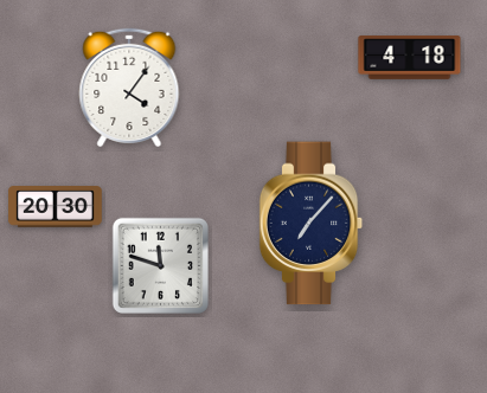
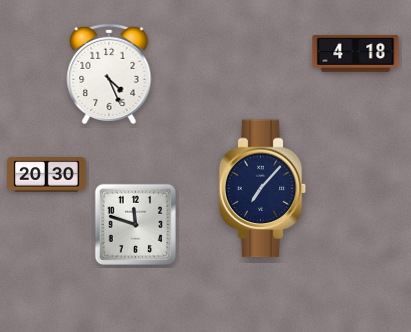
clock at (410, 58) position: (410, 58) -> (356, 54)
clock at (129, 86): 4:06 -> 4:26
